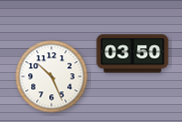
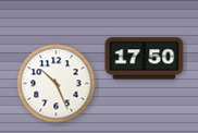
clock at (133, 54): 03:50 -> 17:50
